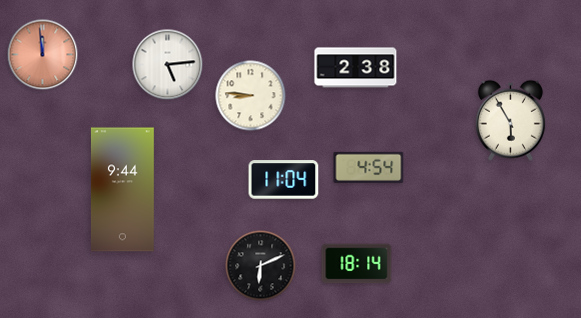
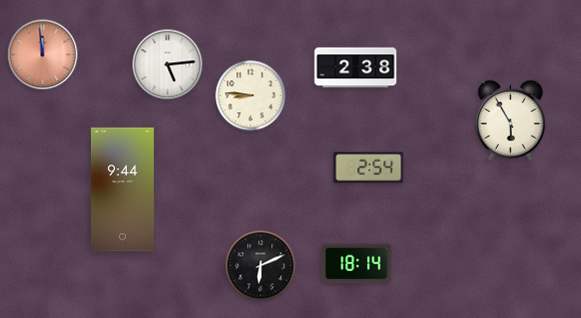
clock at (369, 167): 4:54 -> 2:54
clock at (284, 180): 11:04 -> none
